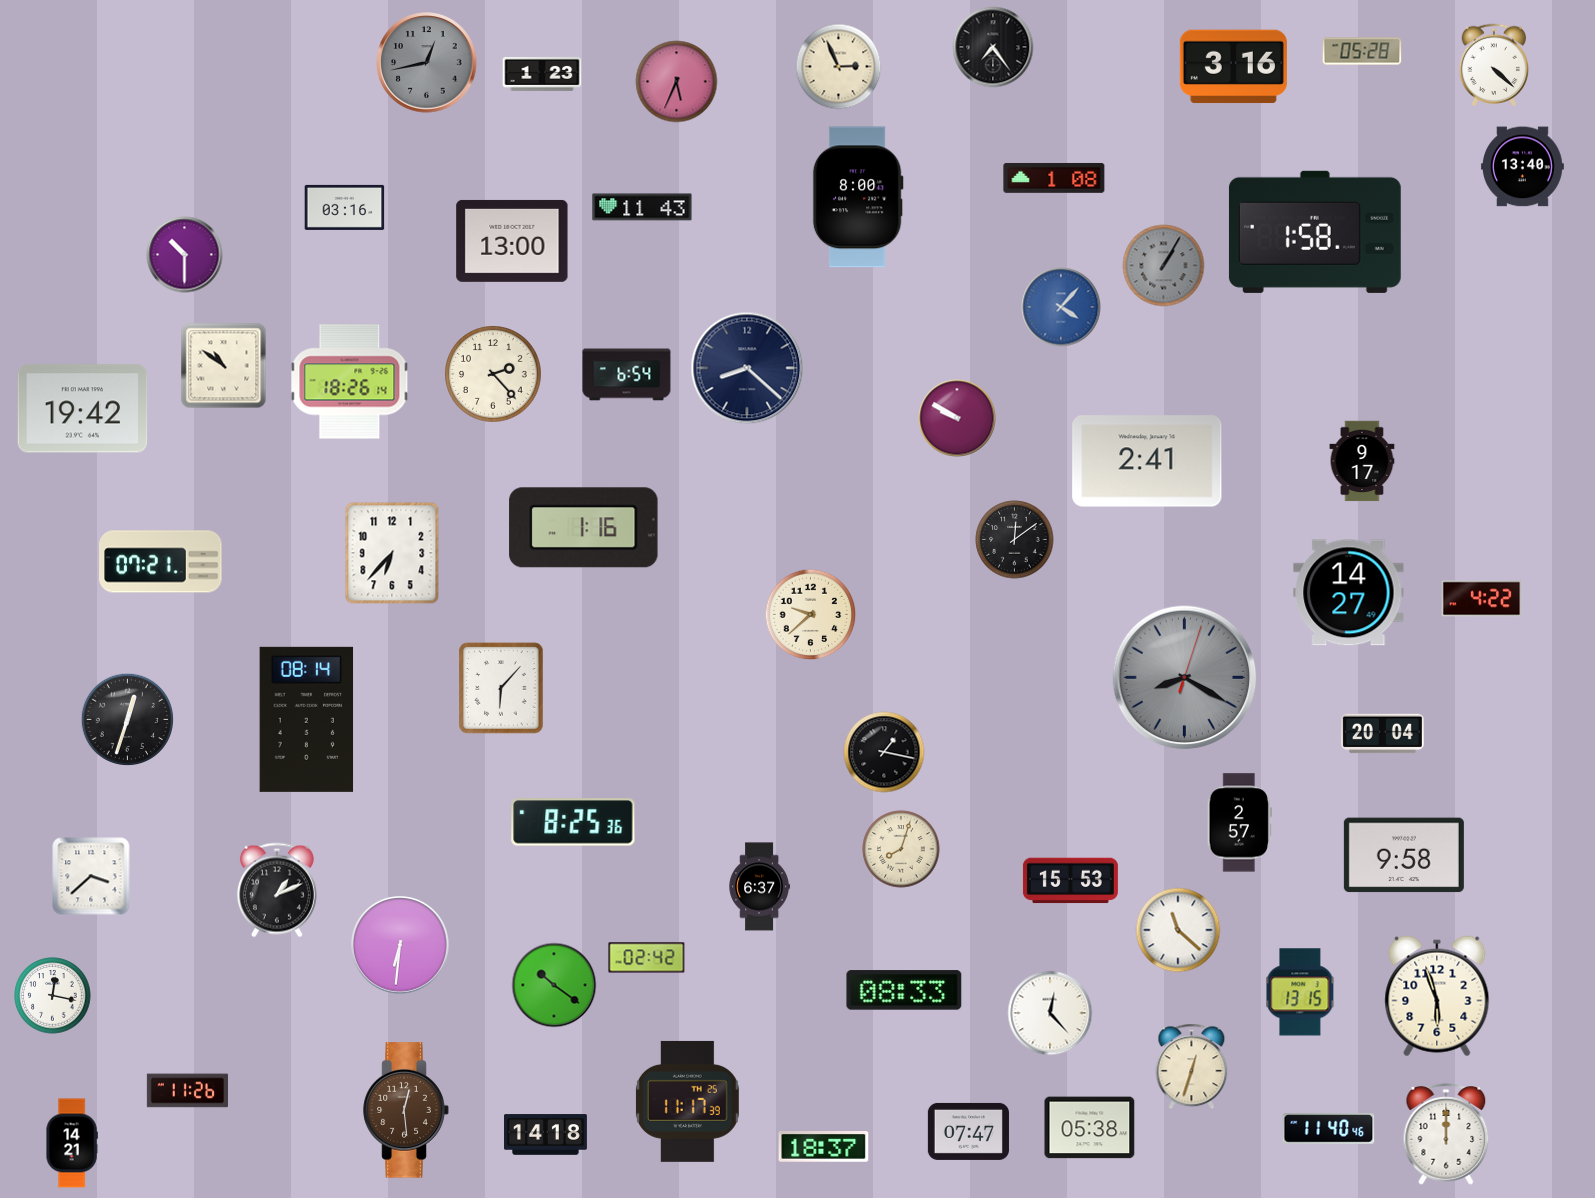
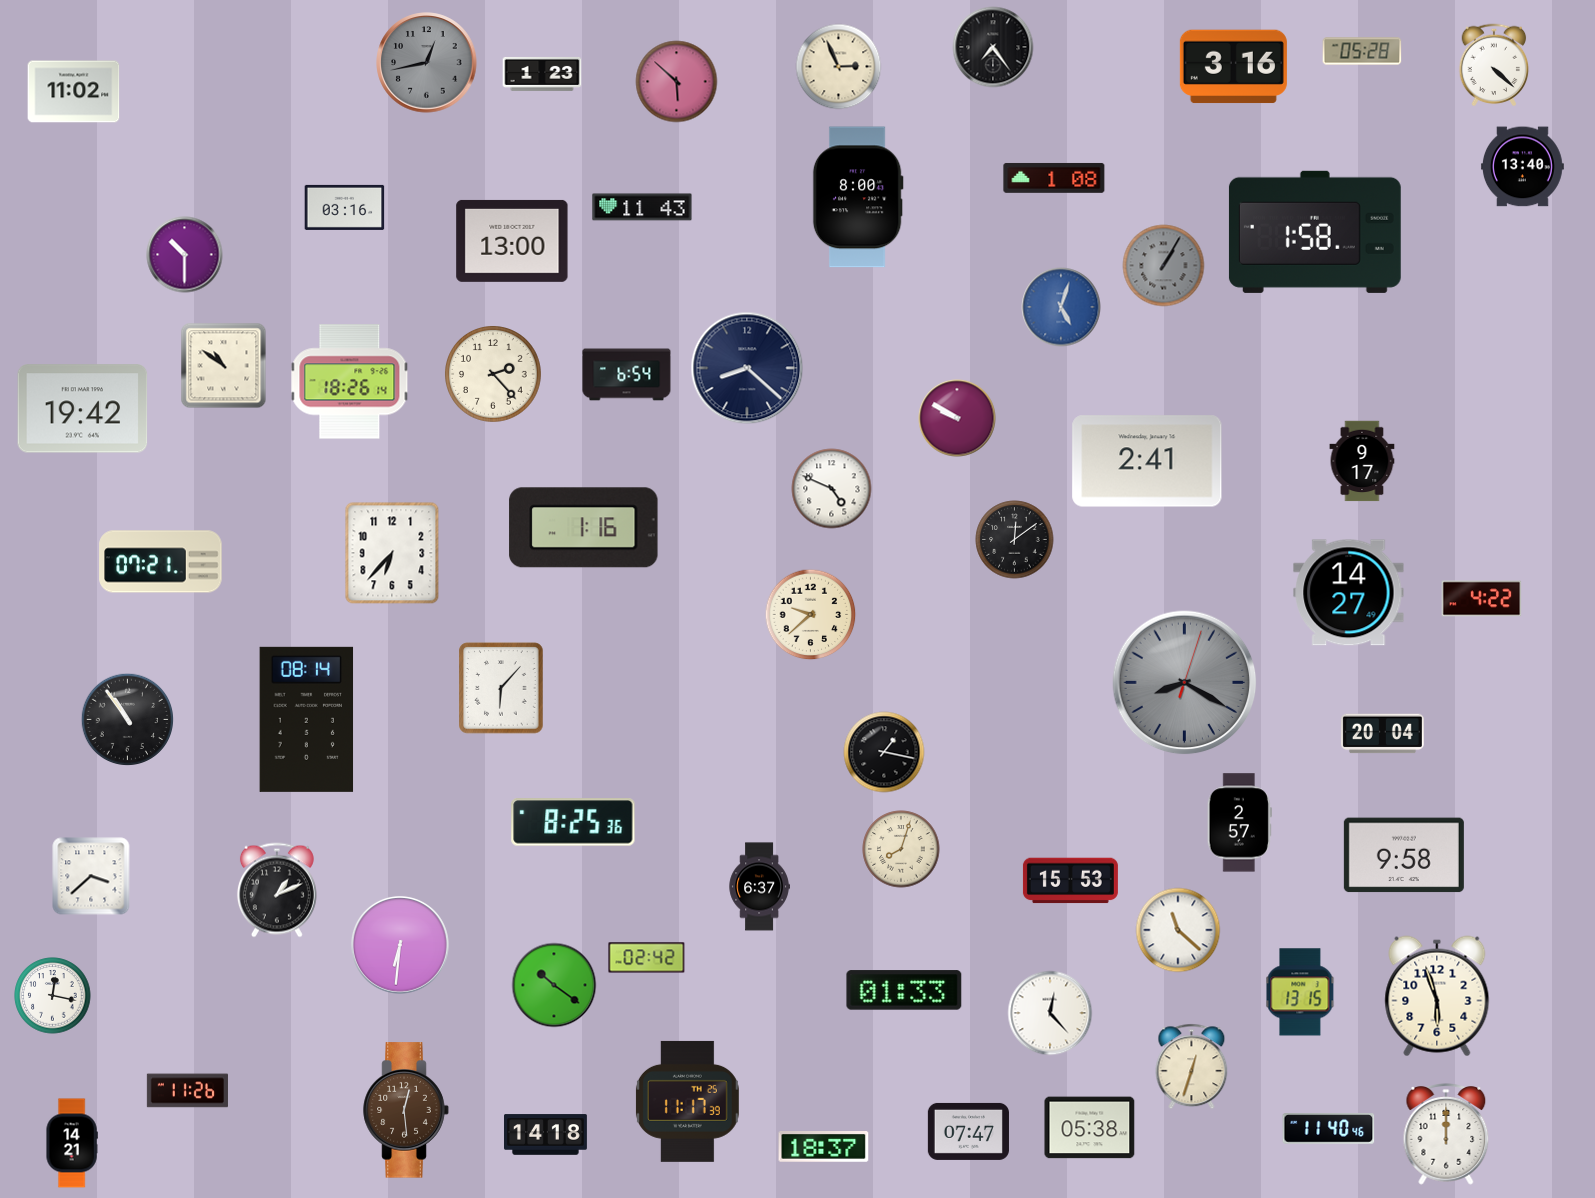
clock at (677, 82): 5:34 -> 5:52
clock at (74, 92): none -> 11:02
clock at (1061, 307): 4:07 -> 5:03
clock at (832, 489): none -> 4:49
clock at (1185, 678) position: (1185, 678) -> (1185, 683)
clock at (127, 719): 12:33 -> 10:54
clock at (904, 990): 08:33 -> 01:33
